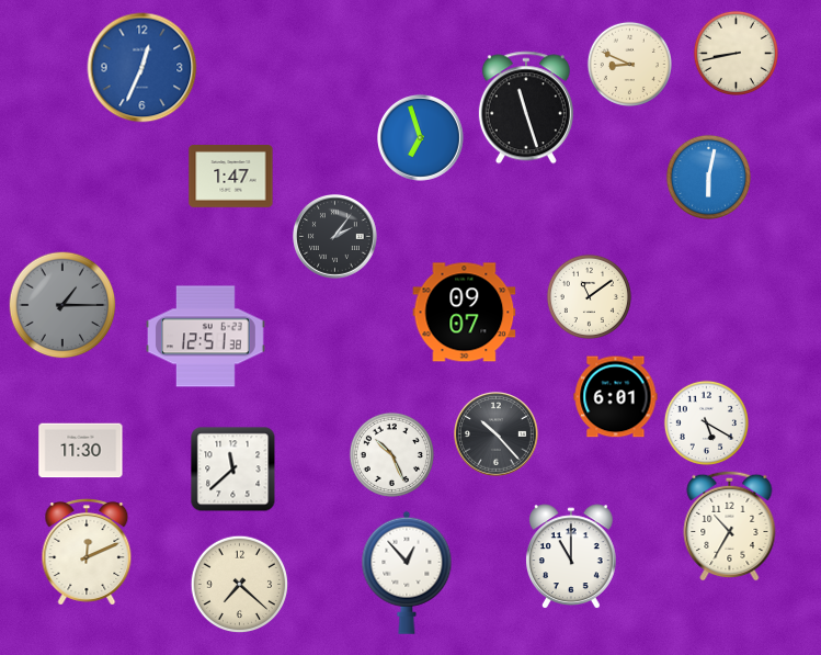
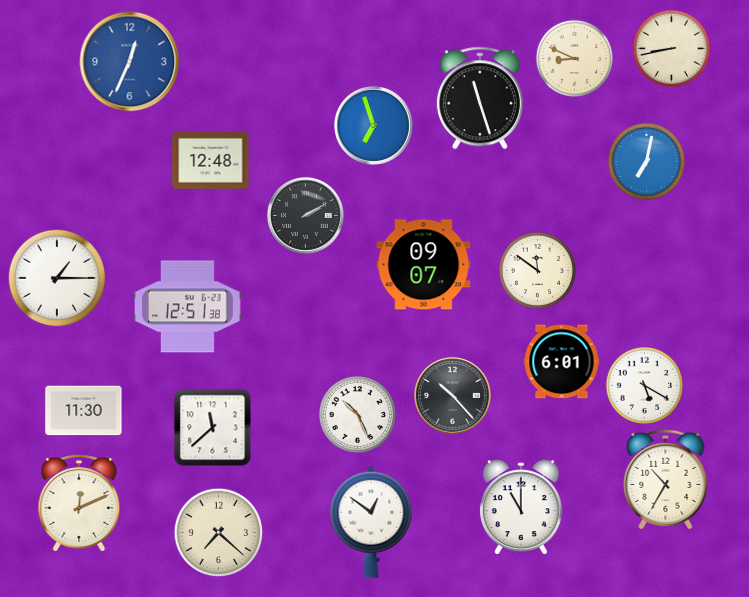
clock at (420, 137) position: (420, 137) -> (373, 125)
clock at (231, 177): 1:47 -> 12:48
clock at (708, 177): 6:02 -> 7:02
clock at (335, 237): 2:06 -> 2:10
clock at (589, 296): 11:09 -> 11:51
clock at (62, 305) dial: grey -> white
clock at (465, 313) position: (465, 313) -> (424, 265)
clock at (81, 451) position: (81, 451) -> (84, 411)
clock at (407, 573): 12:53 -> 12:51
